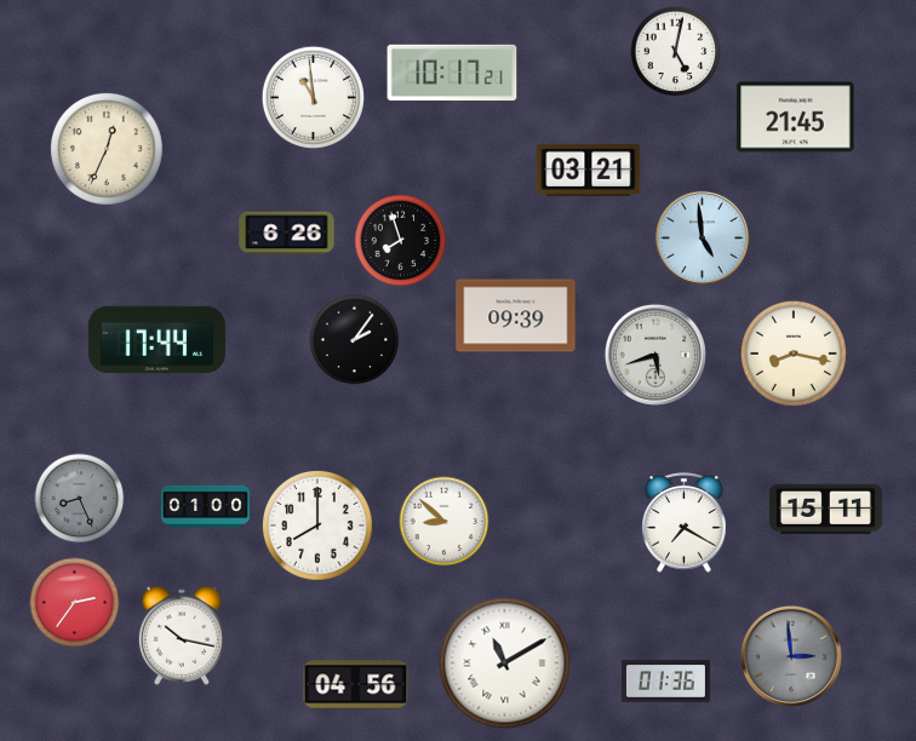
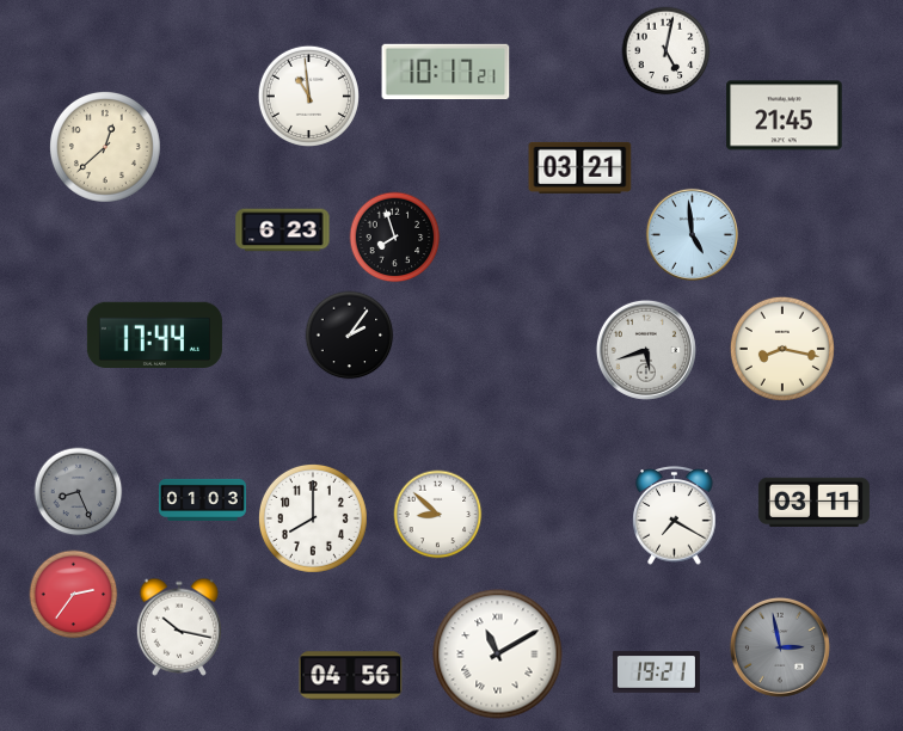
clock at (108, 150): 12:34 -> 12:38
clock at (287, 234): 6:26 -> 6:23
clock at (516, 316): 09:39 -> none
clock at (205, 506): 01:00 -> 01:03
clock at (825, 510): 15:11 -> 03:11
clock at (791, 656): 2:59 -> 2:58
clock at (665, 682): 01:36 -> 19:21
